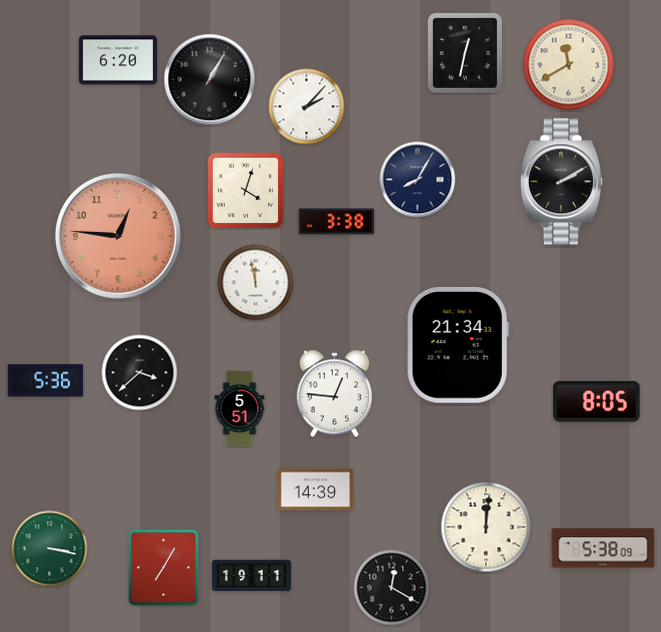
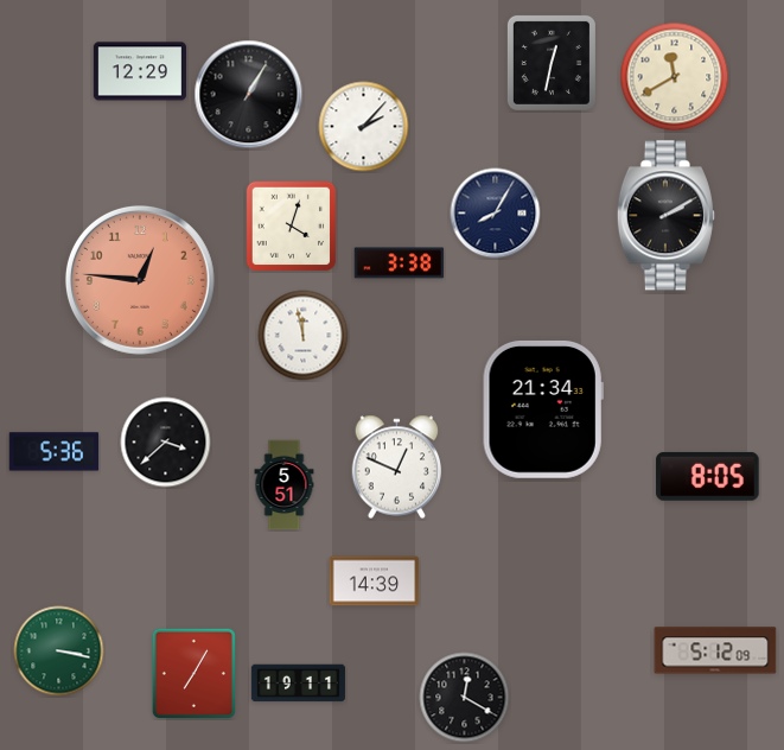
clock at (118, 60): 6:20 -> 12:29
clock at (335, 394): 12:46 -> 12:49
clock at (486, 527): 12:01 -> none
clock at (603, 548): 5:38 -> 5:12
